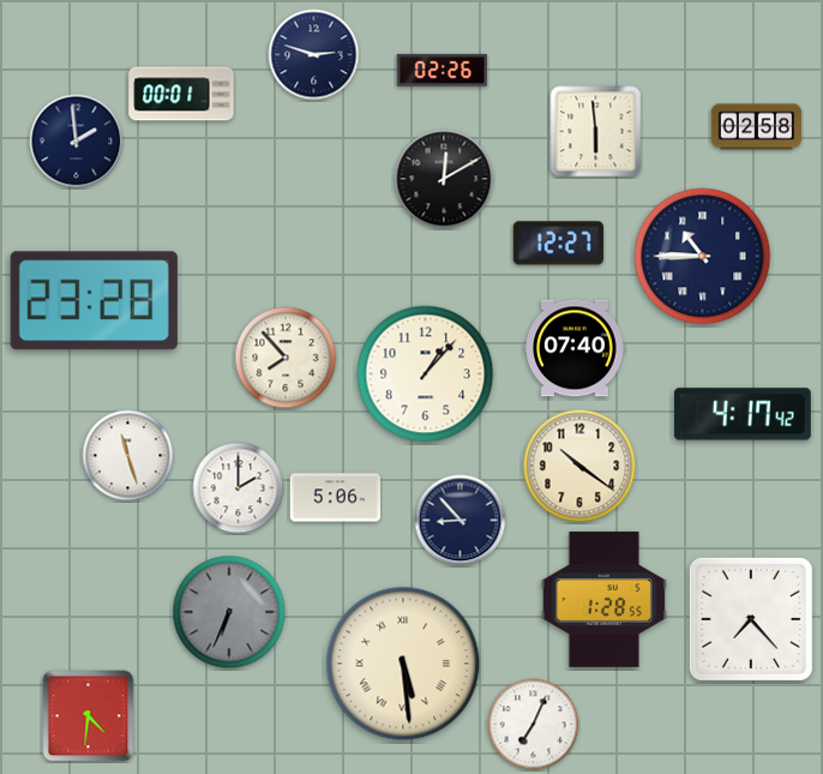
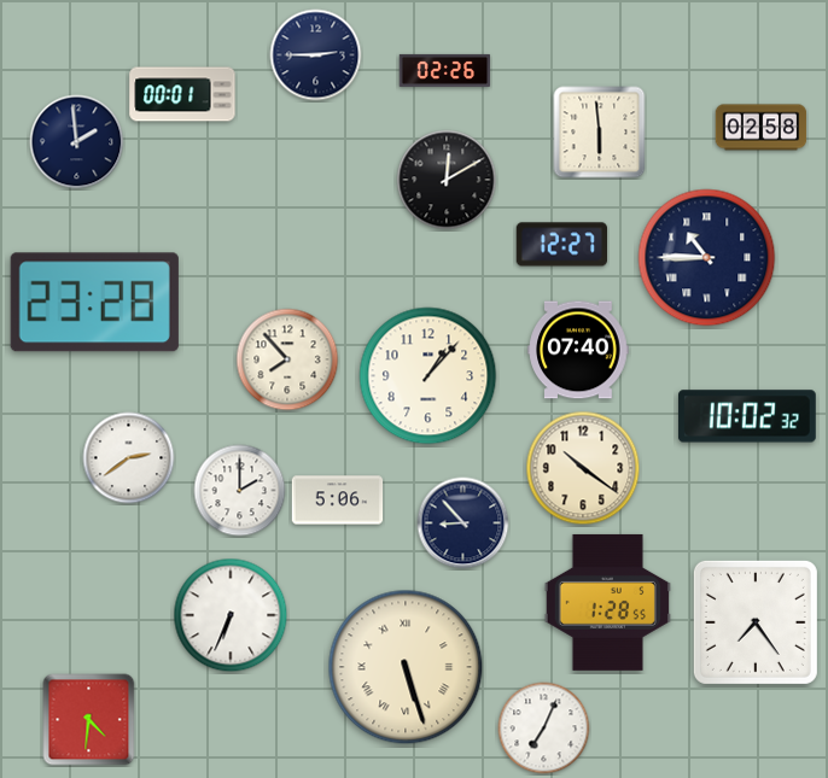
clock at (314, 55): 2:48 -> 2:45
clock at (743, 414): 4:17 -> 10:02
clock at (128, 456): 11:27 -> 2:39
clock at (229, 612) dial: grey -> white
clock at (751, 619): 7:23 -> 7:24
clock at (403, 664): 5:29 -> 5:27
clock at (534, 725) position: (534, 725) -> (544, 729)
